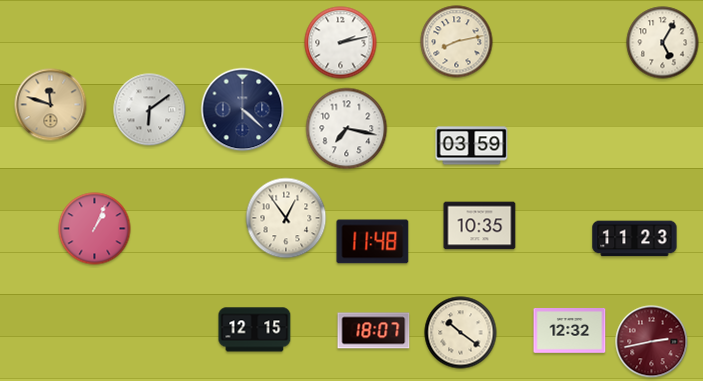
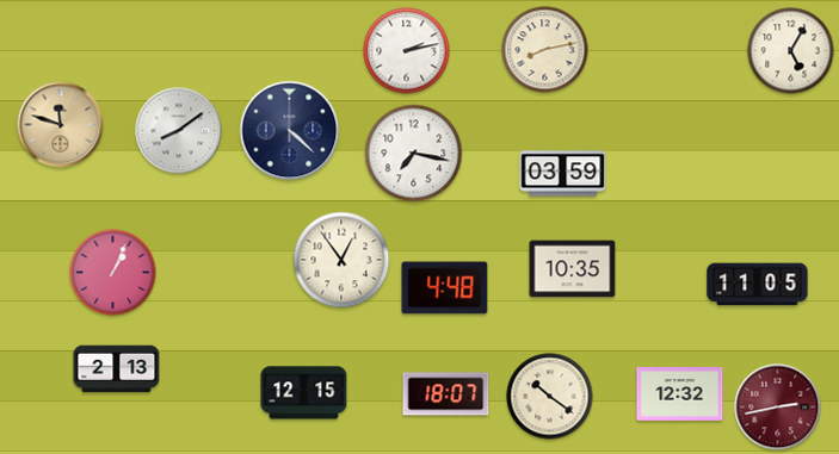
clock at (150, 110): 6:09 -> 8:09
clock at (635, 239): 11:23 -> 11:05
clock at (373, 242): 11:48 -> 4:48
clock at (117, 369): none -> 2:13
